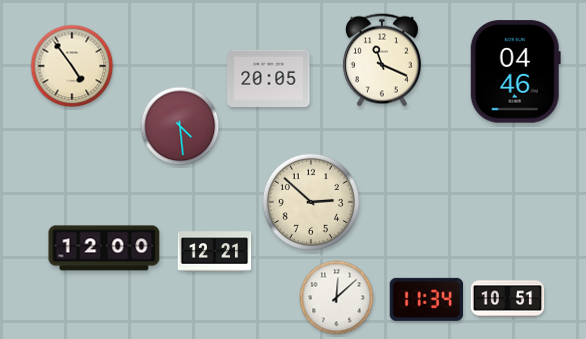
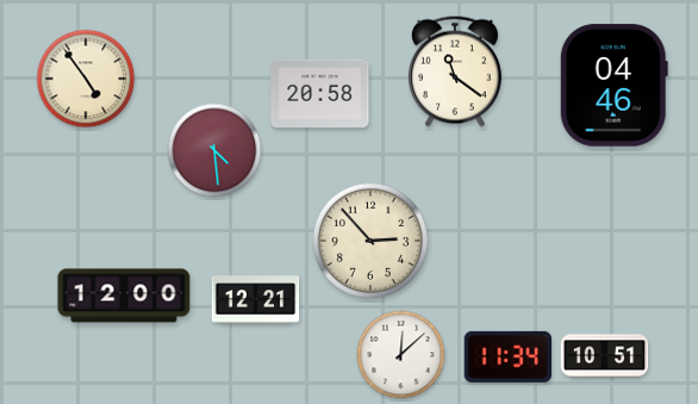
clock at (382, 60): 11:19 -> 11:21
clock at (269, 78): 20:05 -> 20:58
clock at (311, 202): 2:52 -> 2:53
